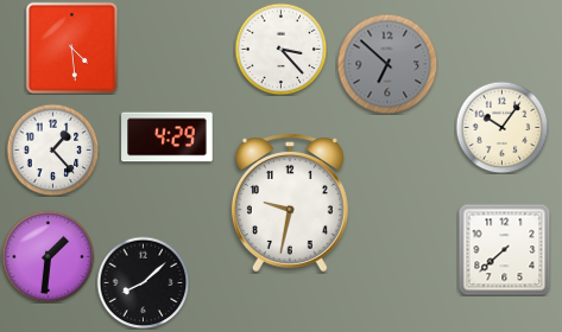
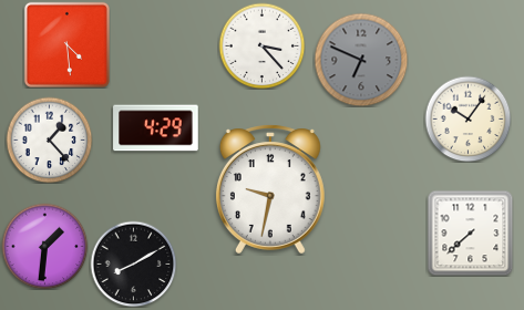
clock at (387, 64): 6:52 -> 6:49
clock at (48, 256) position: (48, 256) -> (44, 246)
clock at (143, 282): 8:08 -> 8:10
